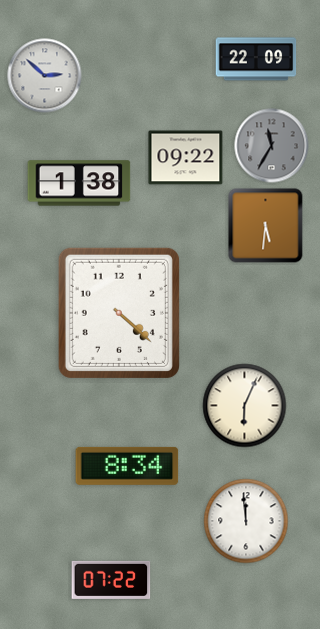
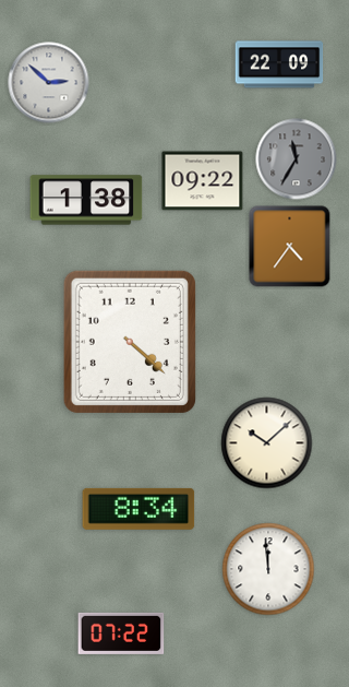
clock at (186, 158) position: (186, 158) -> (203, 181)
clock at (266, 226): 5:31 -> 4:36
clock at (245, 406): 6:04 -> 10:08
